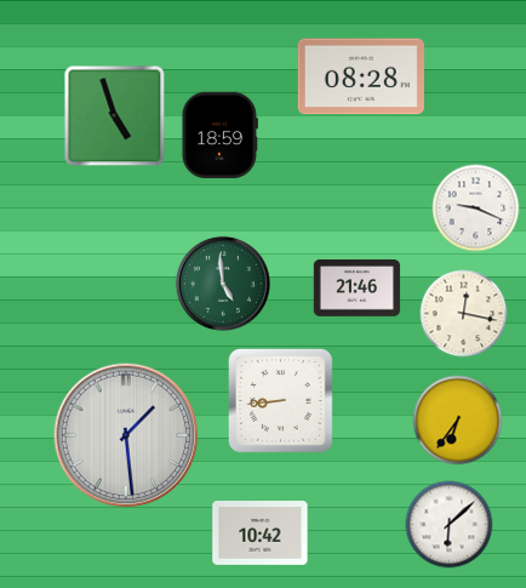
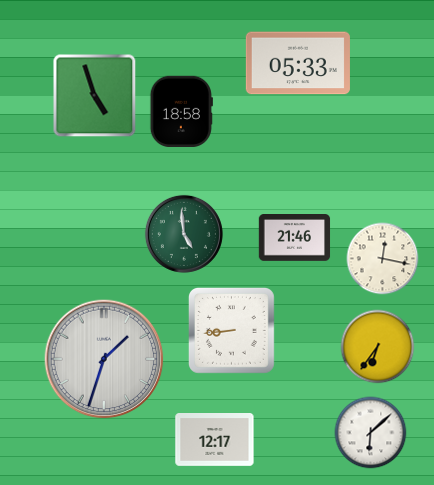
clock at (361, 76): 08:28 -> 05:33
clock at (219, 135): 18:59 -> 18:58
clock at (476, 209): 9:19 -> none
clock at (126, 435): 1:29 -> 1:33
clock at (261, 533): 10:42 -> 12:17
